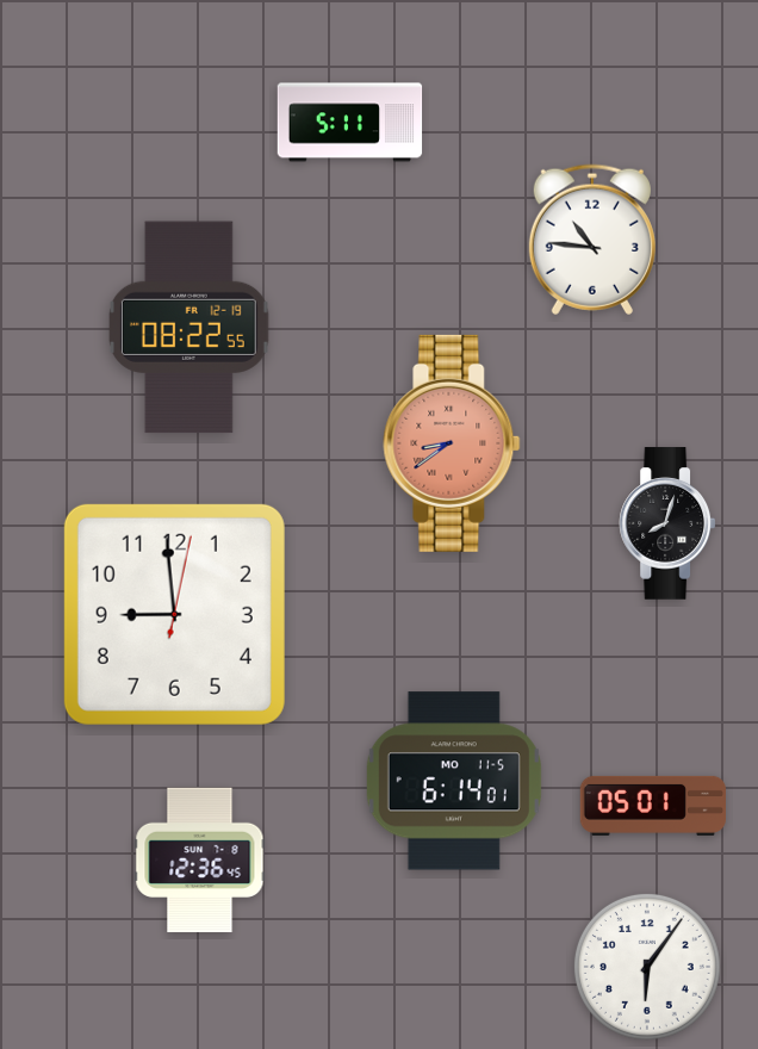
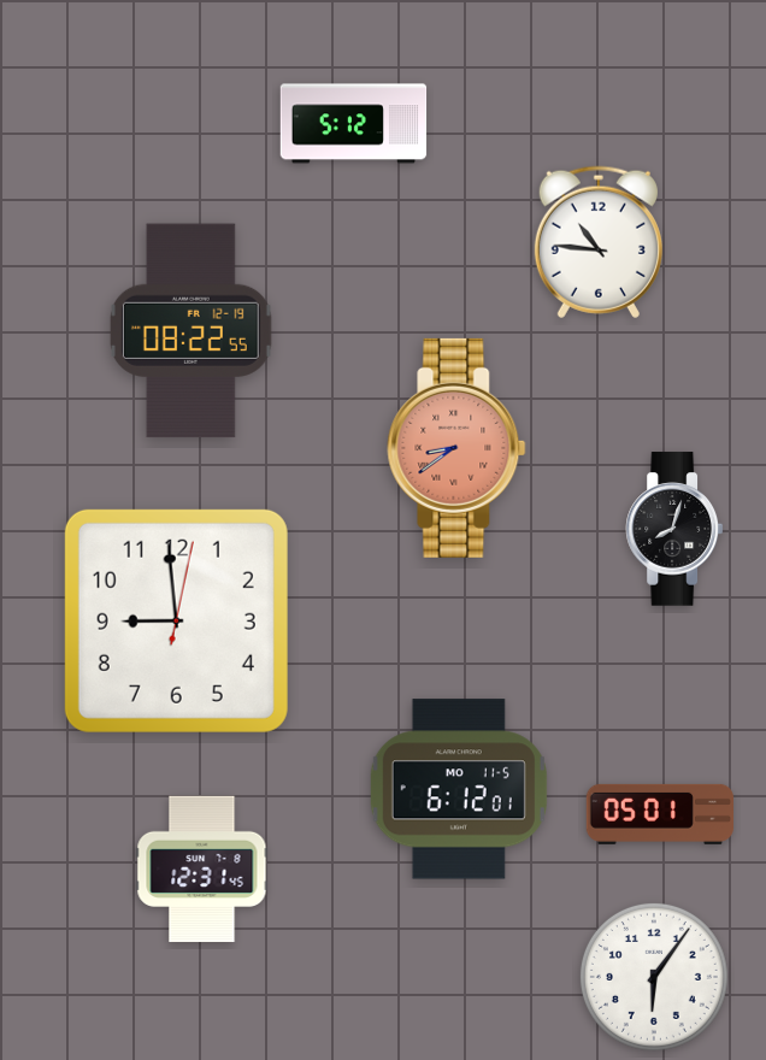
clock at (350, 123): 5:11 -> 5:12
clock at (454, 781): 6:14 -> 6:12
clock at (200, 861): 12:36 -> 12:31
